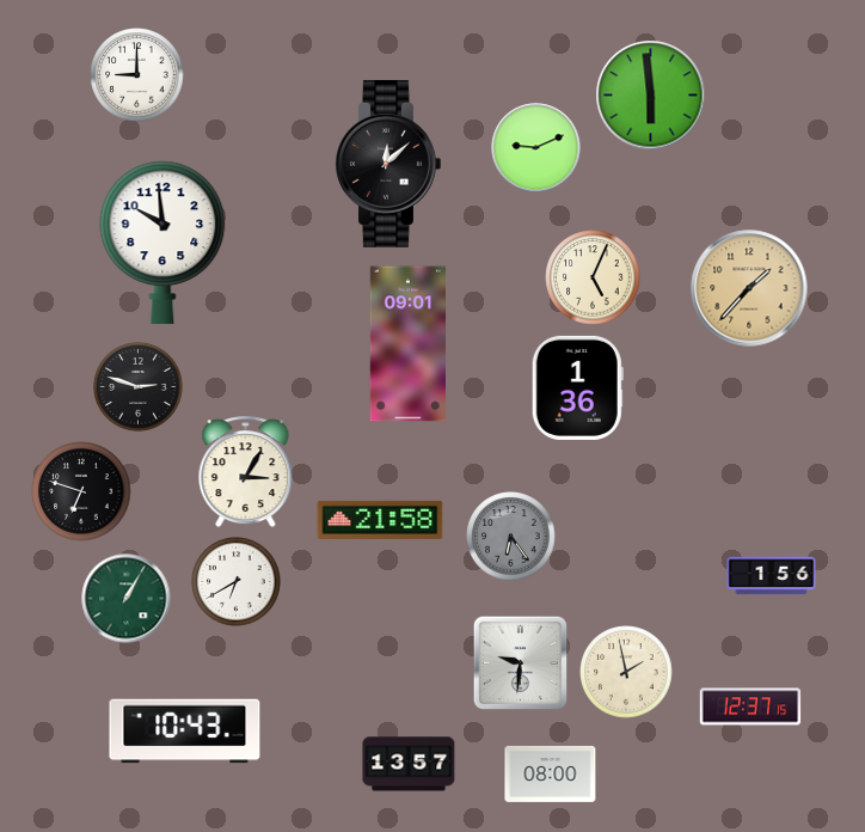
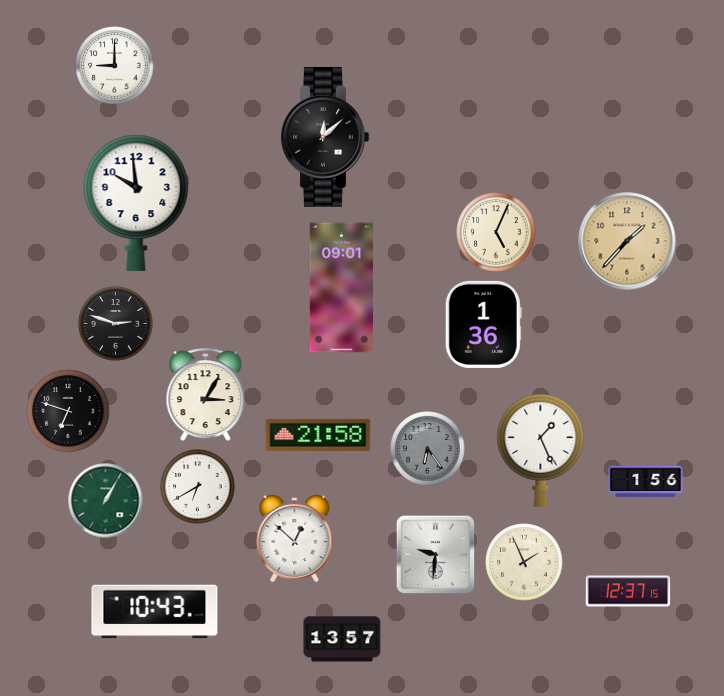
clock at (137, 75) position: (137, 75) -> (115, 66)
clock at (651, 96): 5:59 -> none
clock at (536, 148): 9:11 -> none
clock at (541, 450): none -> 1:26
clock at (295, 538): none -> 12:52
clock at (626, 672): 1:58 -> 1:56
clock at (551, 773): 08:00 -> none
